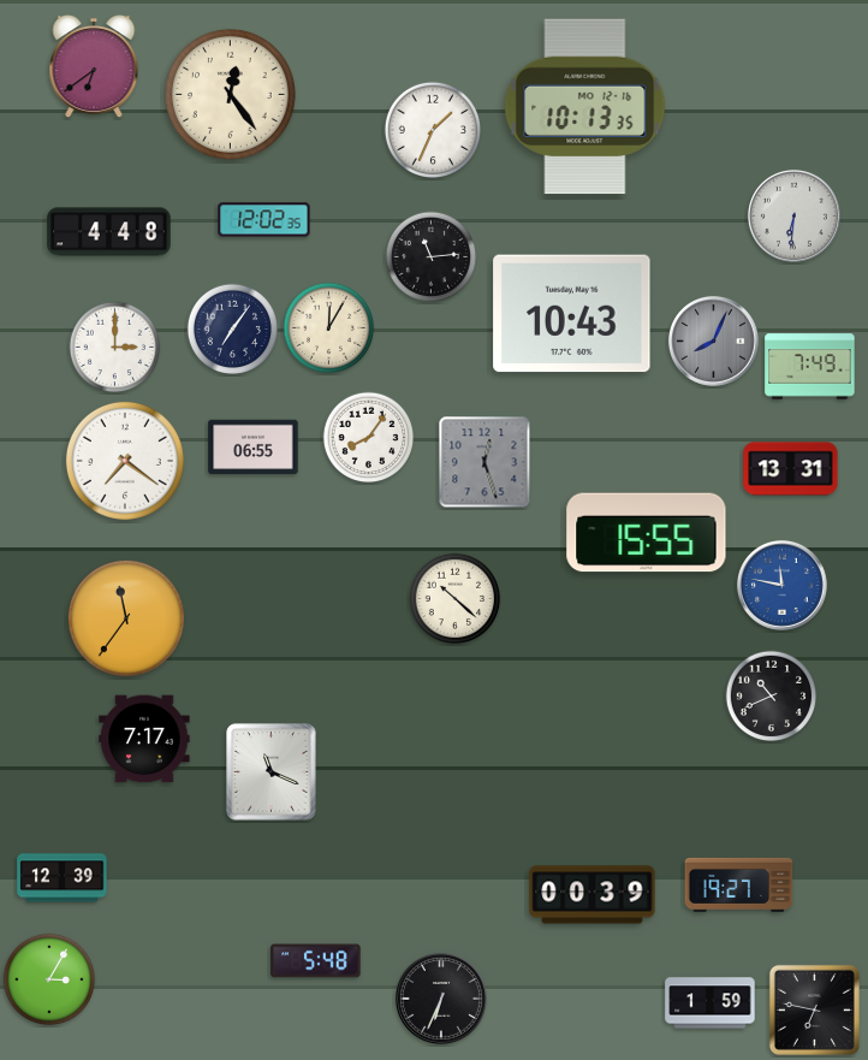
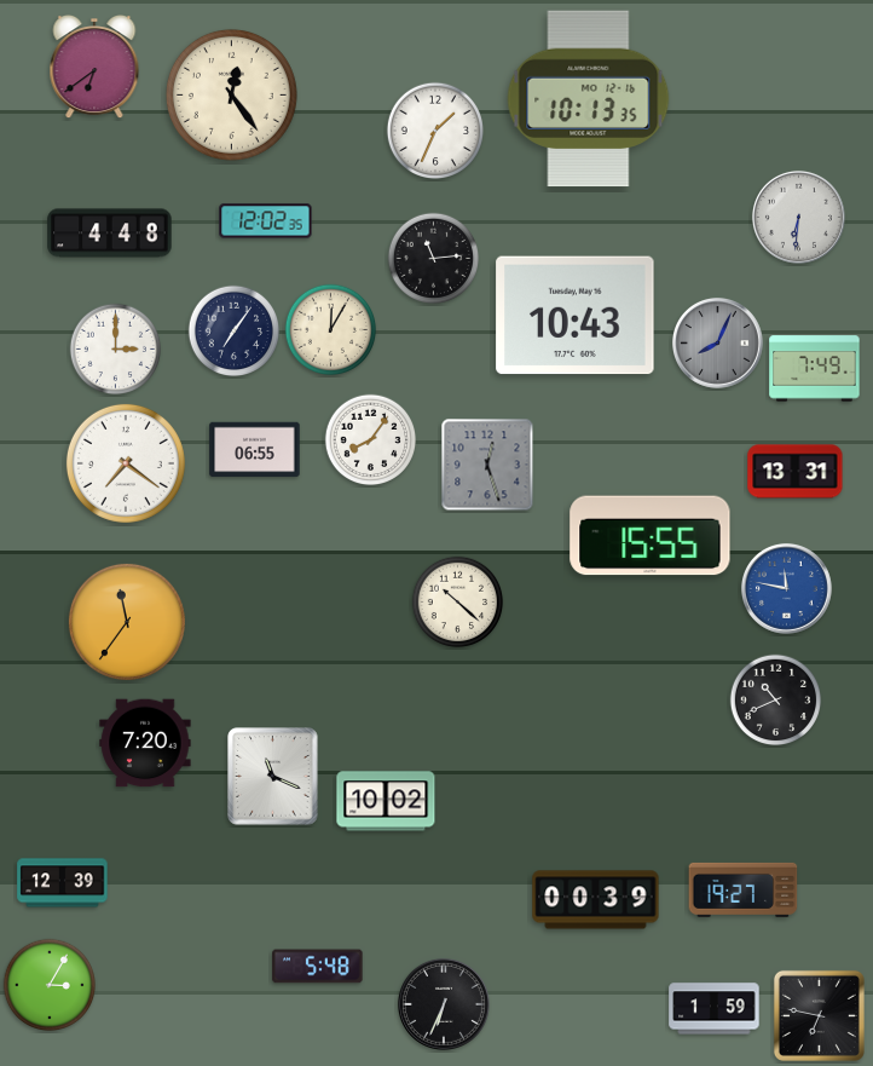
clock at (585, 107) position: (585, 107) -> (589, 99)
clock at (144, 739): 7:17 -> 7:20
clock at (386, 801): none -> 10:02
